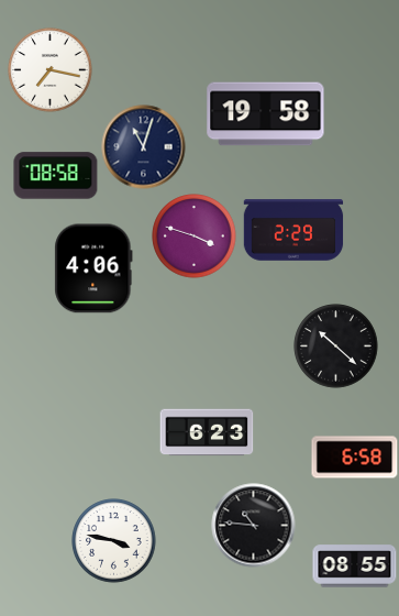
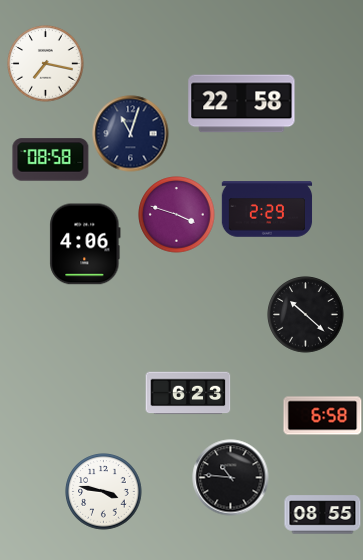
clock at (266, 114): 19:58 -> 22:58
